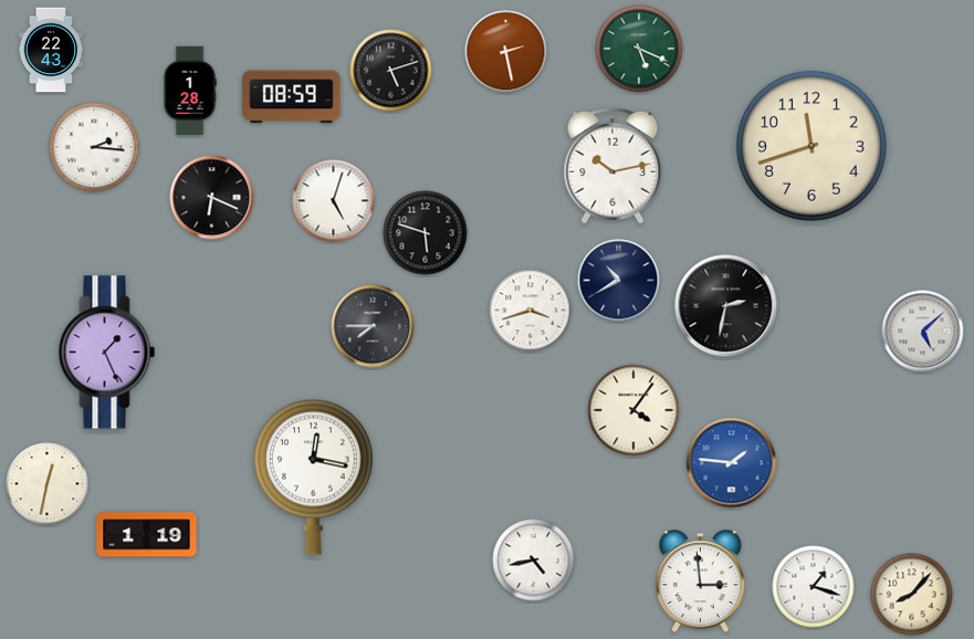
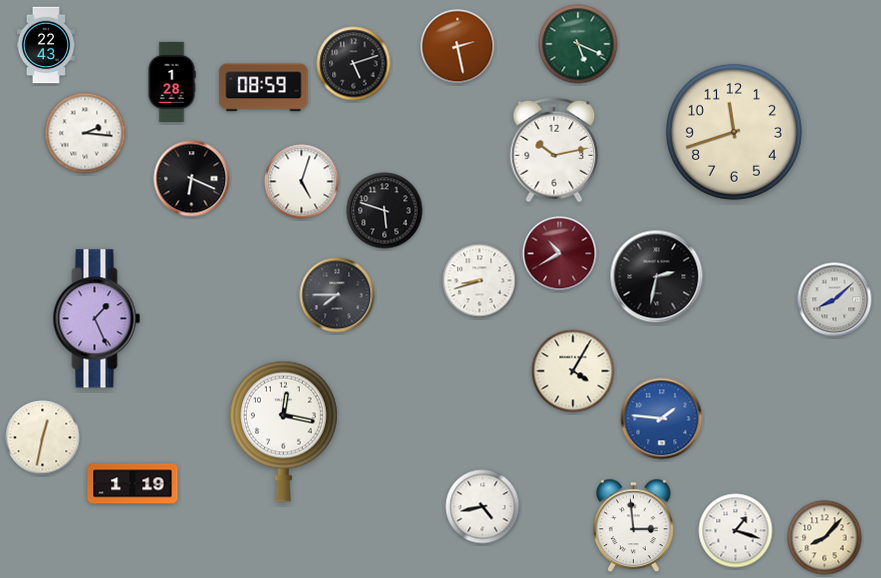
clock at (619, 281) dial: navy -> burgundy
clock at (531, 311): 3:42 -> 8:42
clock at (923, 332): 5:08 -> 8:08
clock at (633, 410): 4:06 -> 4:05
